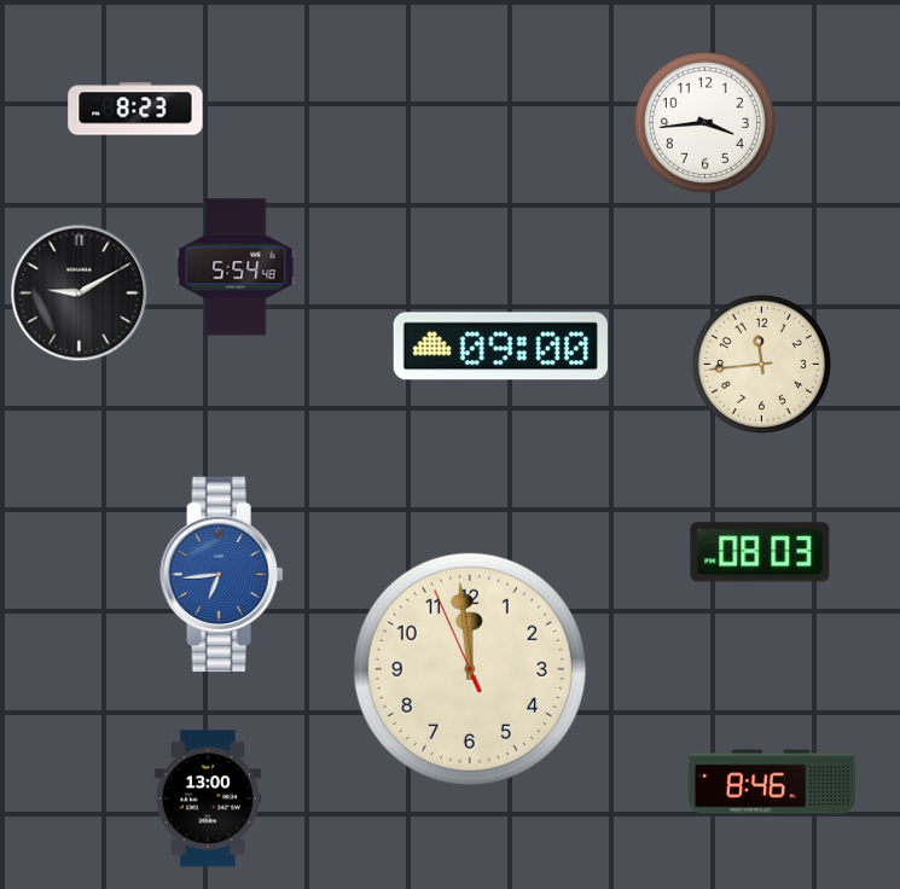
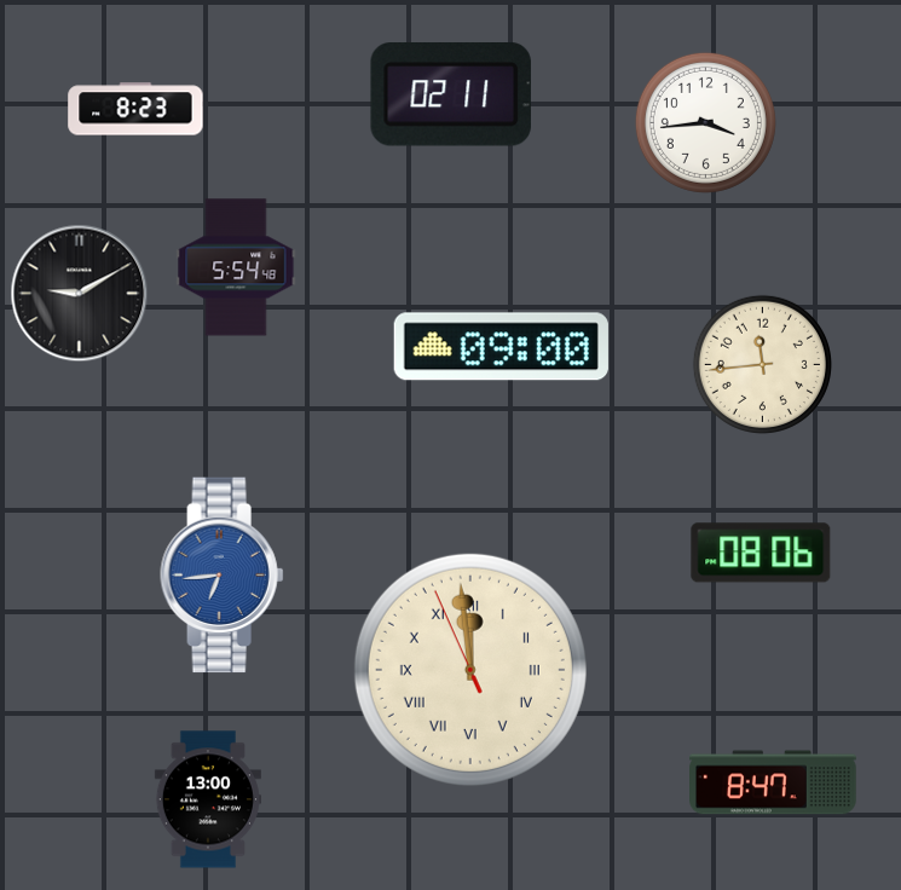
clock at (451, 94): none -> 02:11
clock at (760, 552): 08:03 -> 08:06
clock at (470, 669) numerals: Arabic -> Roman
clock at (773, 781): 8:46 -> 8:47
